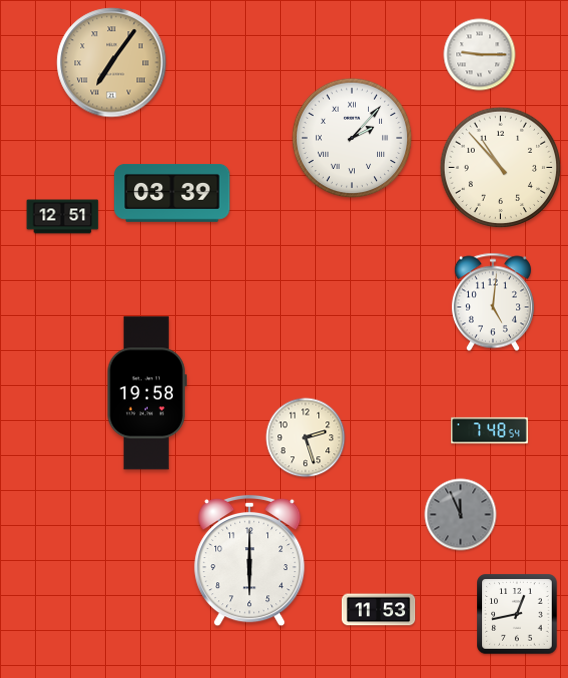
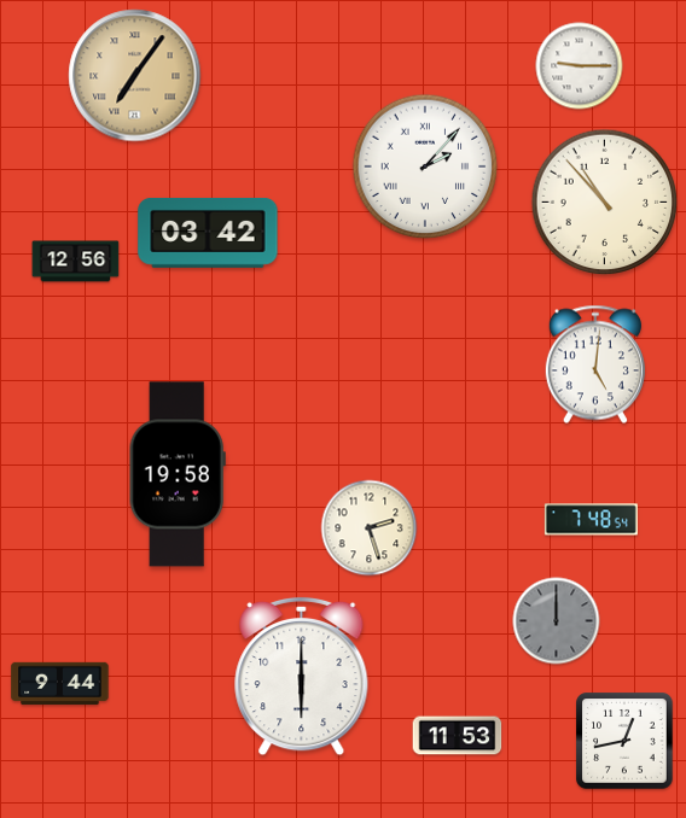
clock at (172, 193): 03:39 -> 03:42
clock at (63, 217): 12:51 -> 12:56
clock at (461, 515): 11:56 -> 12:00
clock at (60, 684): none -> 9:44
